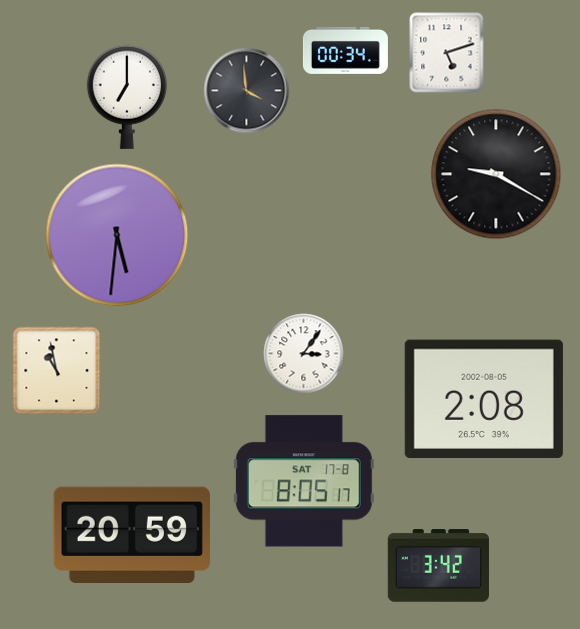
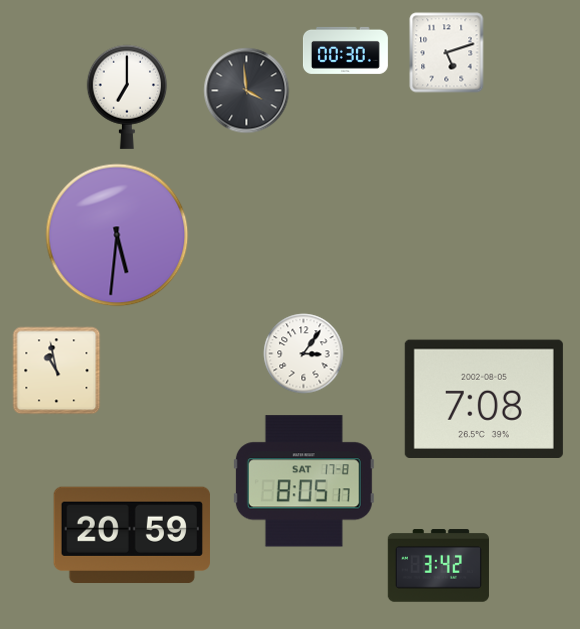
clock at (345, 50): 00:34 -> 00:30
clock at (496, 174): 9:20 -> none
clock at (484, 398): 2:08 -> 7:08
